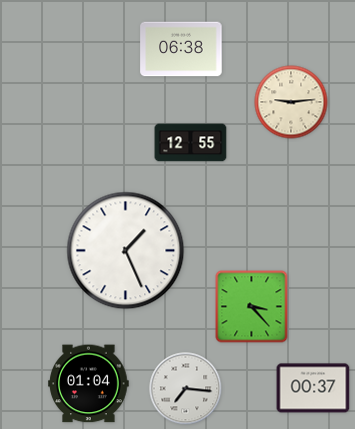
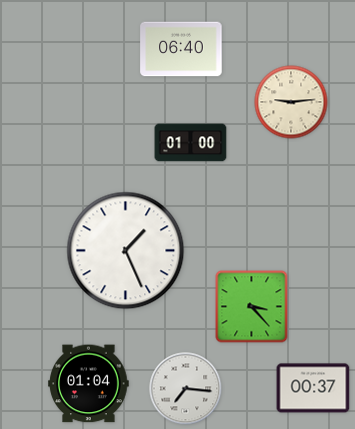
clock at (181, 49): 06:38 -> 06:40
clock at (191, 143): 12:55 -> 01:00
